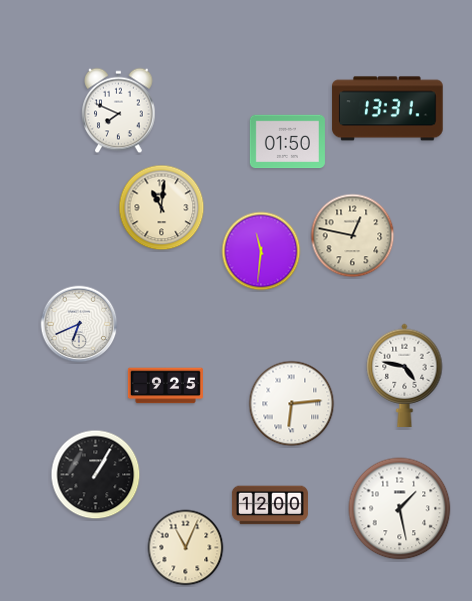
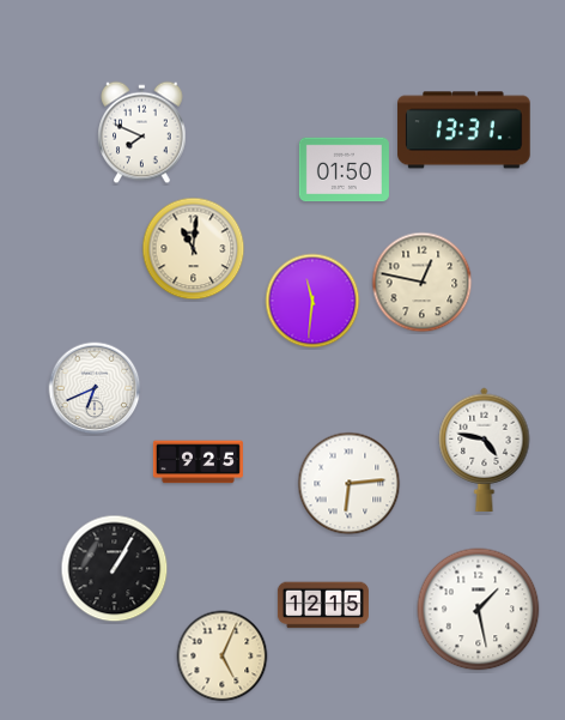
clock at (270, 505): 12:00 -> 12:15
clock at (186, 548): 11:04 -> 5:04
